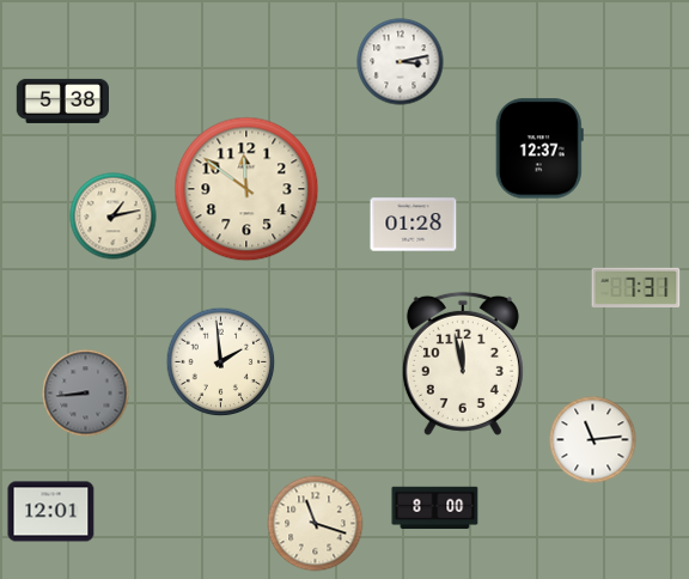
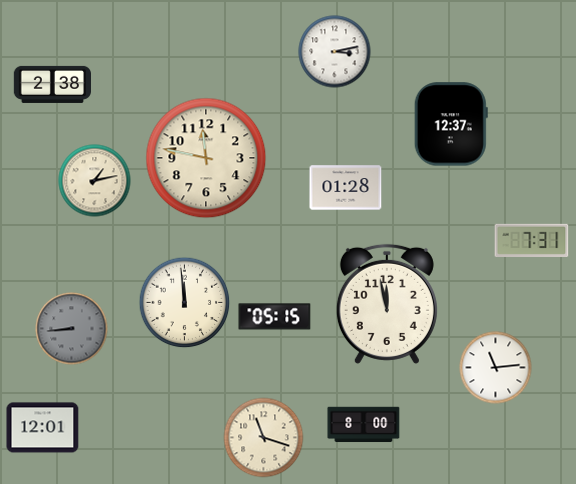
clock at (62, 100): 5:38 -> 2:38
clock at (246, 189): 11:51 -> 11:47
clock at (221, 362): 1:59 -> 11:59
clock at (275, 317): none -> 05:15
